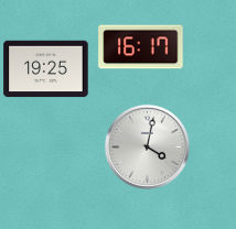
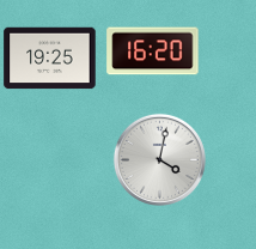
clock at (141, 47): 16:17 -> 16:20
clock at (46, 69) position: (46, 69) -> (50, 59)
